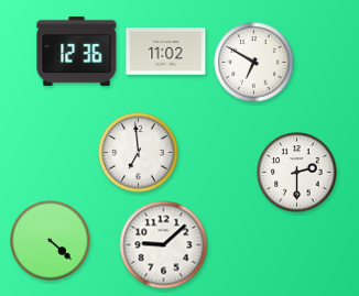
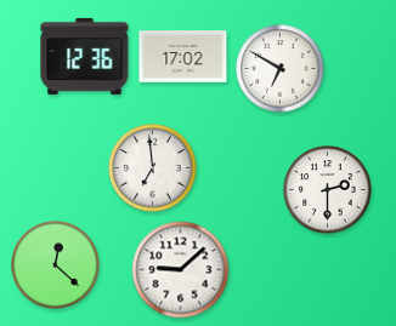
clock at (166, 52): 11:02 -> 17:02
clock at (51, 241): 4:22 -> 12:22
